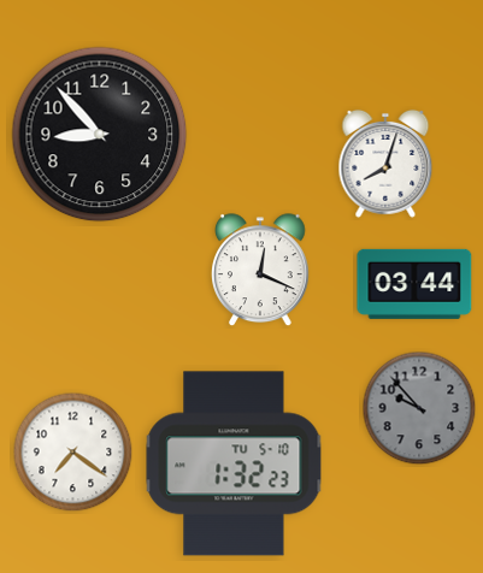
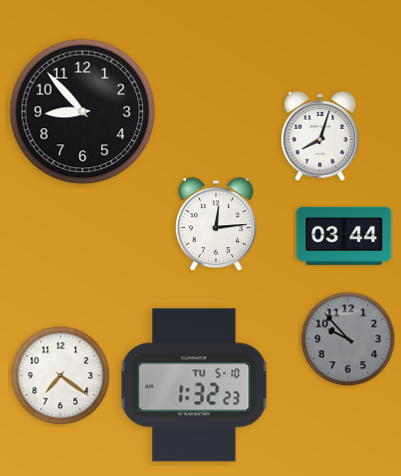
clock at (261, 271): 12:19 -> 12:14
